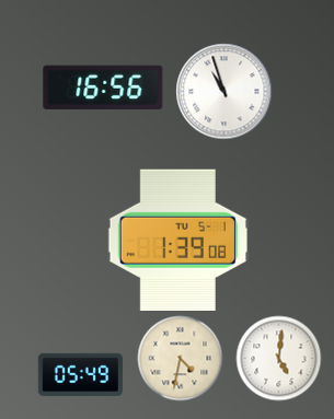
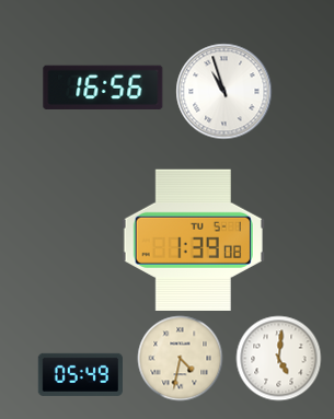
clock at (177, 240) position: (177, 240) -> (193, 240)
